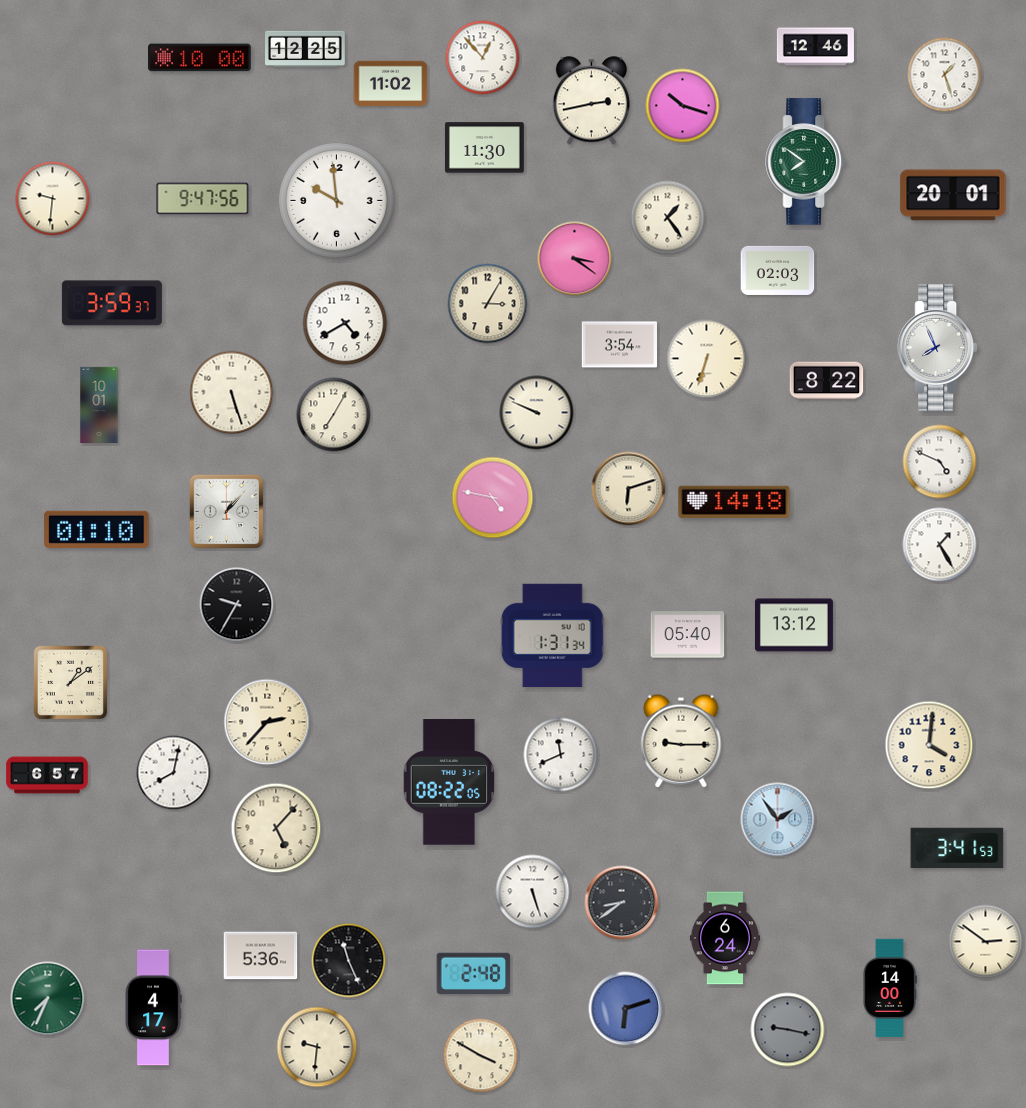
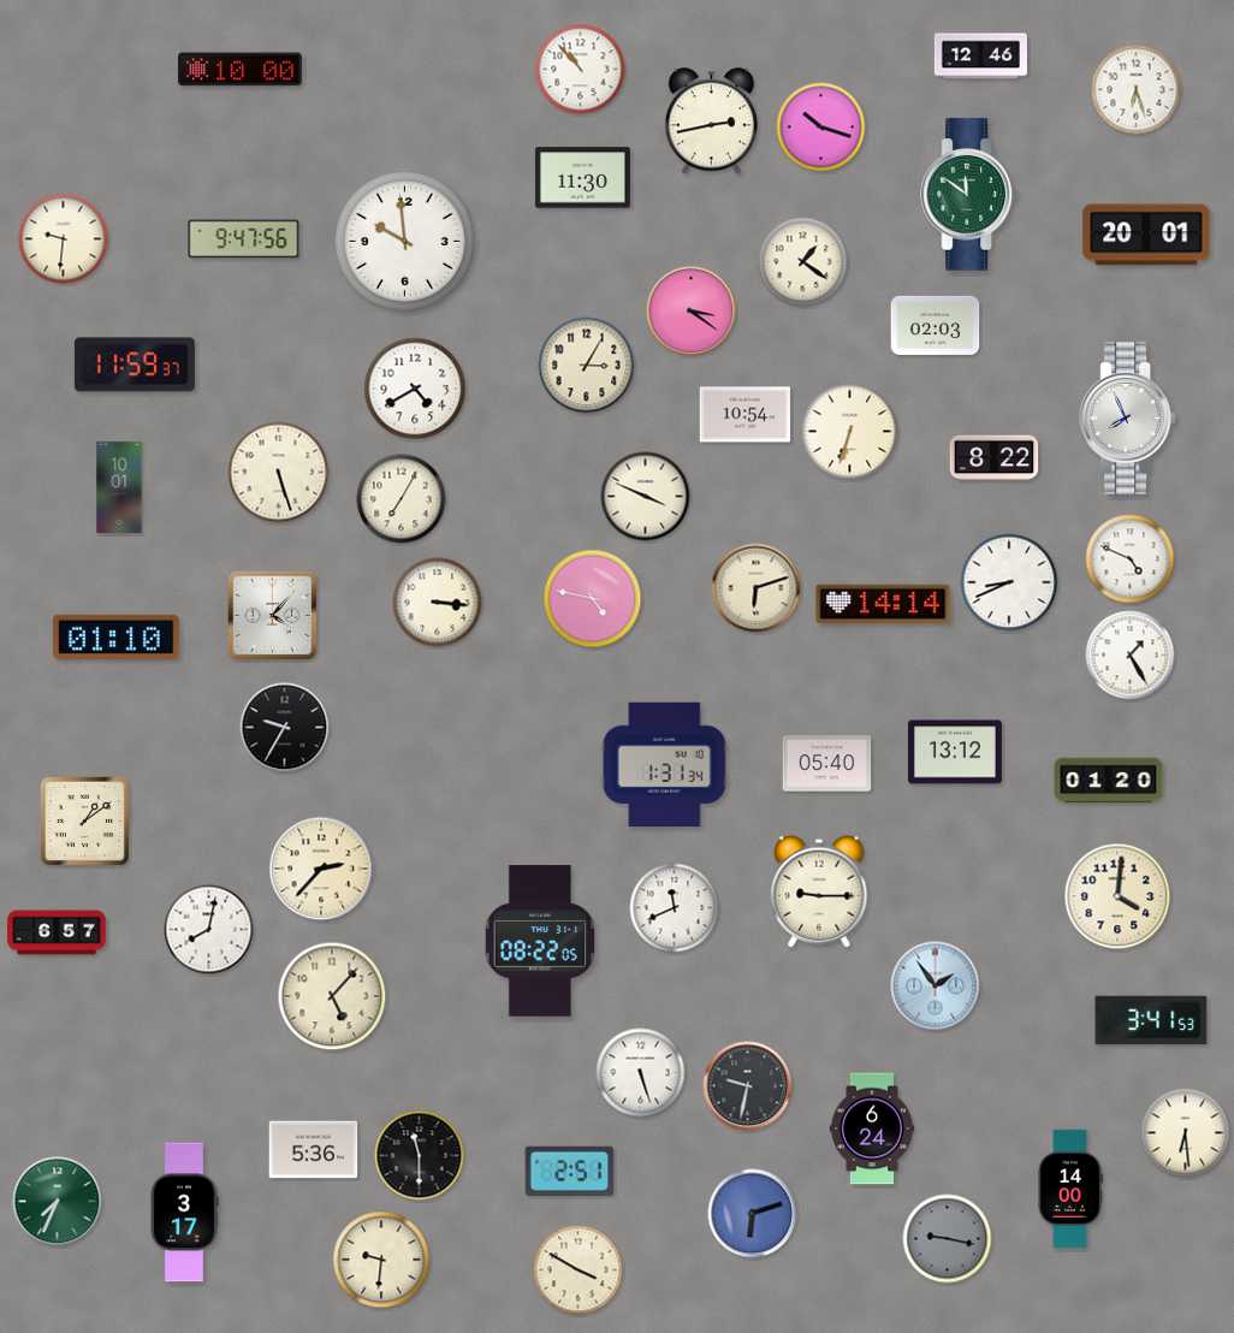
clock at (306, 48): 12:25 -> none
clock at (483, 58): 12:53 -> 10:53
clock at (945, 75): 1:27 -> 6:27
clock at (391, 84): 11:02 -> none
clock at (805, 162): 7:51 -> 11:51
clock at (668, 218): 1:24 -> 1:21
clock at (112, 303): 3:59 -> 11:59
clock at (620, 345): 3:54 -> 10:54
clock at (537, 413): 9:49 -> 3:49
clock at (940, 462) position: (940, 462) -> (1131, 559)
clock at (1009, 582): none -> 8:41
clock at (438, 603): none -> 3:16
clock at (734, 502): 14:18 -> 14:14
clock at (227, 512): 1:07 -> 4:07
clock at (1109, 781): none -> 01:20
clock at (622, 903): 8:39 -> 9:32
clock at (986, 942): 2:51 -> 6:29
clock at (349, 961): 11:26 -> 11:30
clock at (474, 973): 2:48 -> 2:51
clock at (153, 1008): 4:17 -> 3:17
